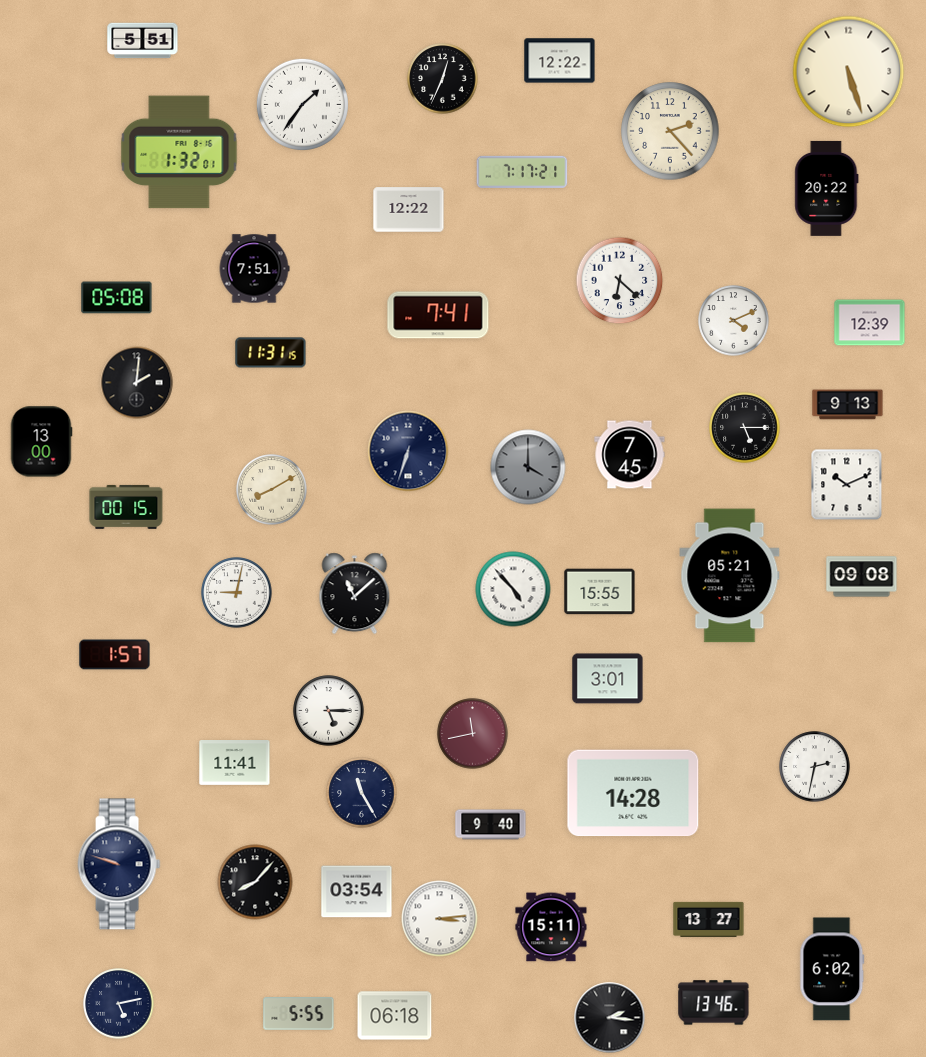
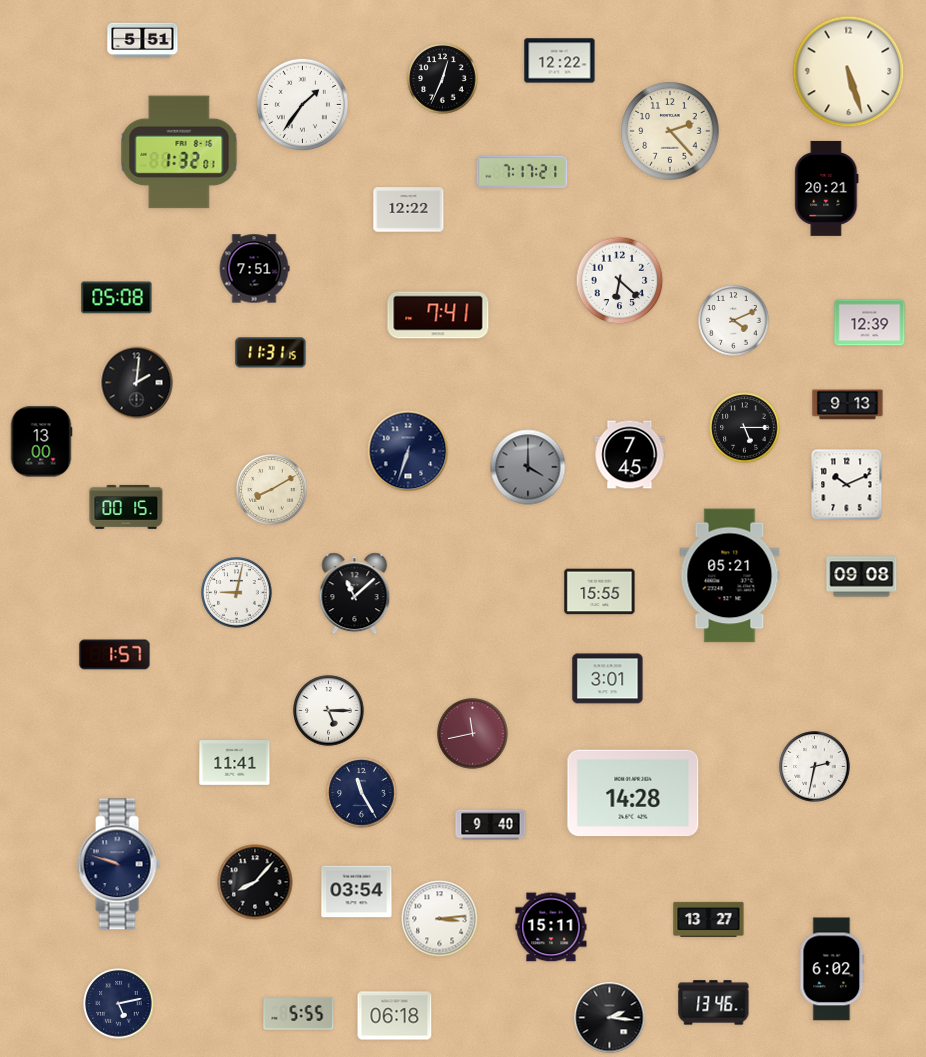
clock at (827, 188): 20:22 -> 20:21
clock at (513, 589): 4:53 -> none
